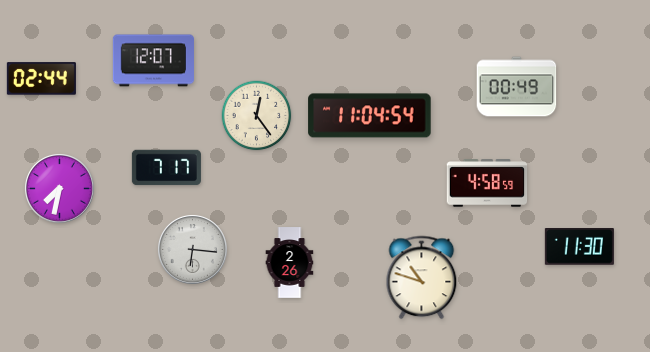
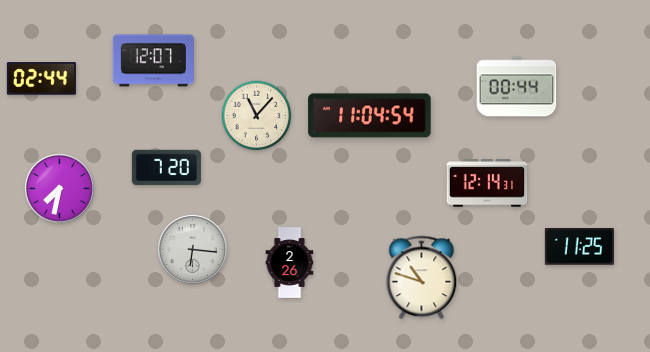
clock at (517, 87): 00:49 -> 00:44
clock at (257, 116): 12:24 -> 11:07
clock at (166, 168): 7:17 -> 7:20
clock at (487, 183): 4:58 -> 12:14
clock at (579, 247): 11:30 -> 11:25
